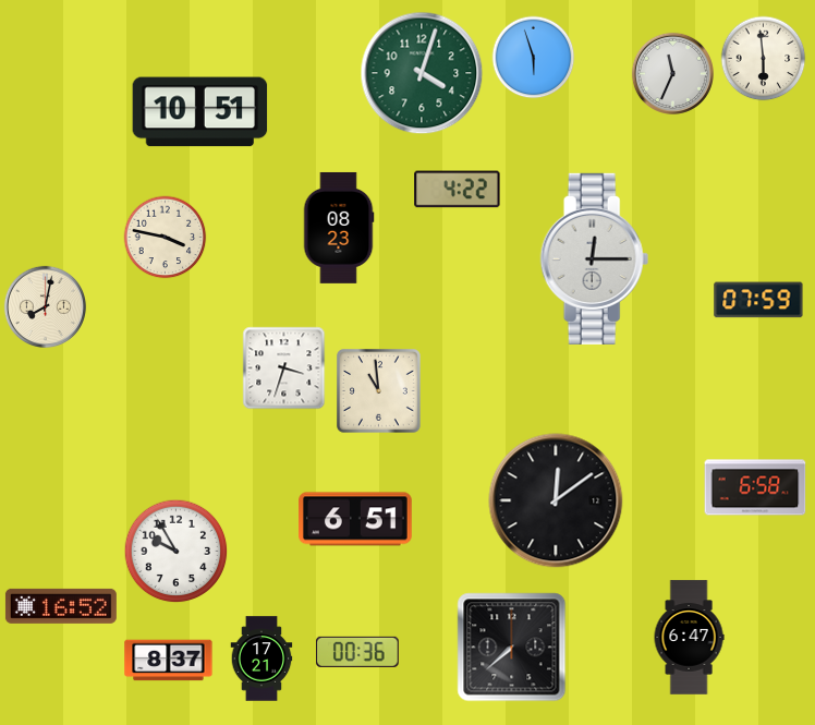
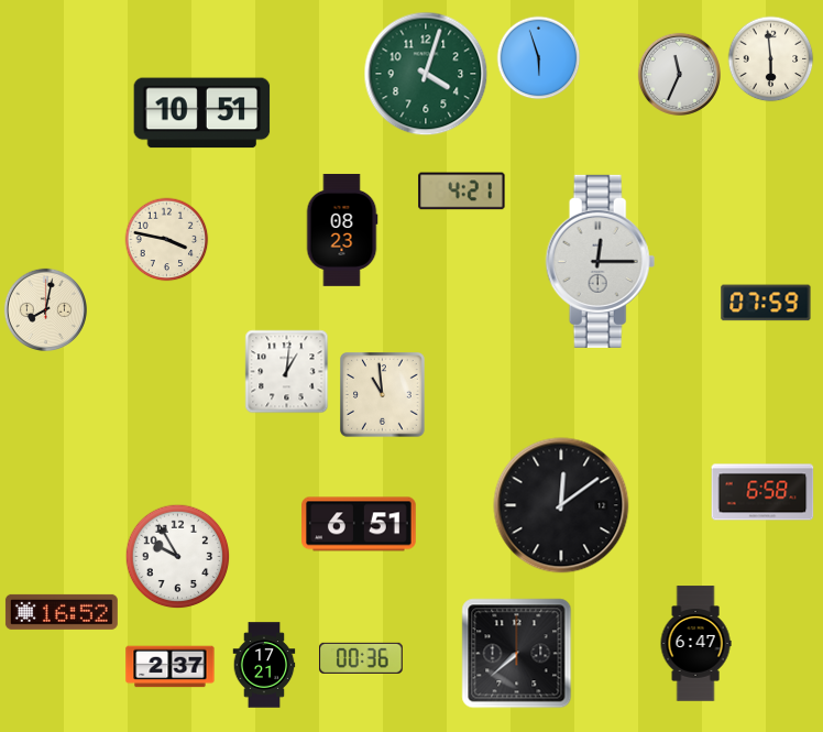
clock at (458, 190): 4:22 -> 4:21
clock at (284, 368): 3:33 -> 1:01
clock at (169, 661): 8:37 -> 2:37
